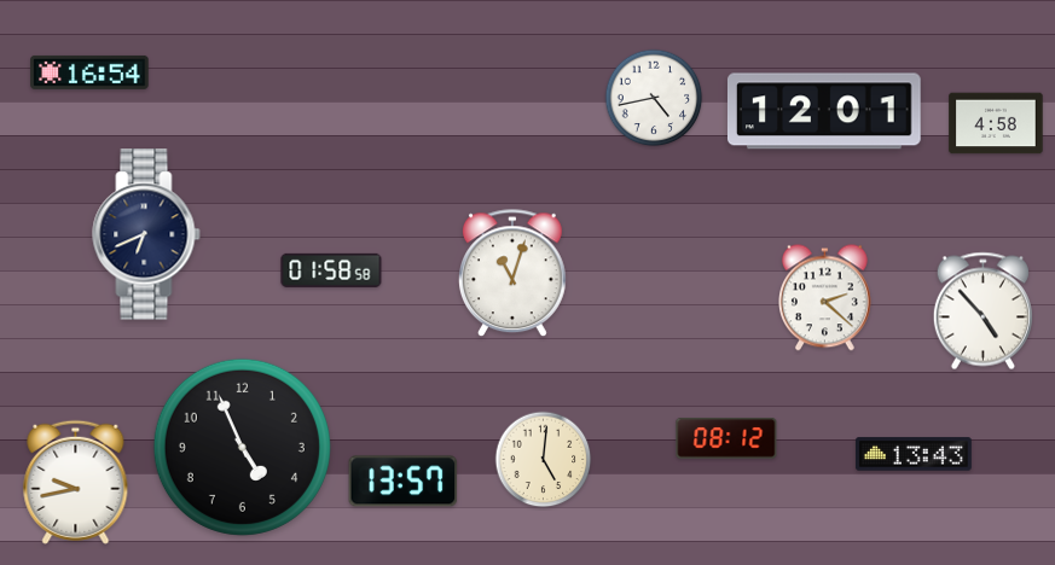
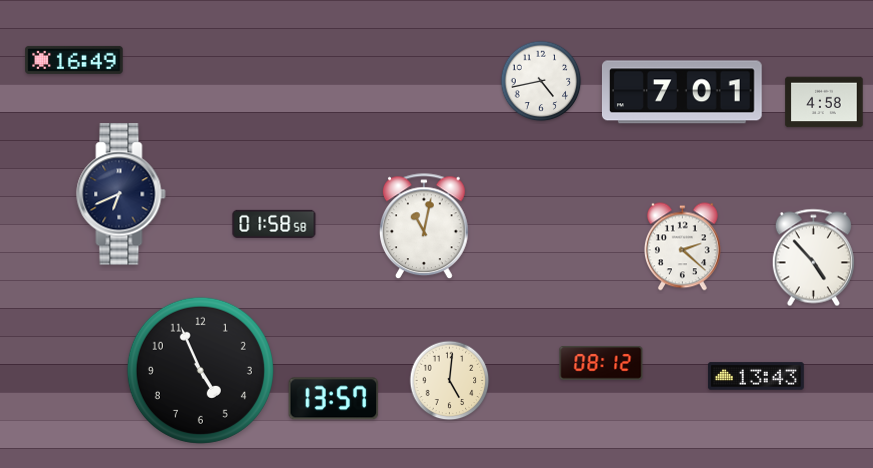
clock at (89, 72): 16:54 -> 16:49
clock at (824, 111): 12:01 -> 7:01
clock at (512, 274): 11:03 -> 11:02
clock at (76, 482): 9:43 -> none
